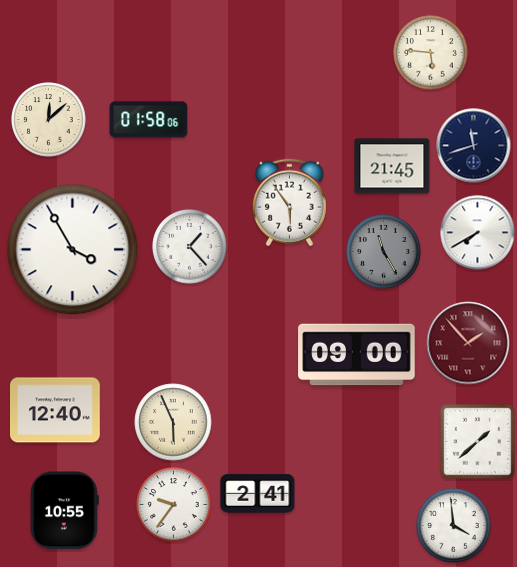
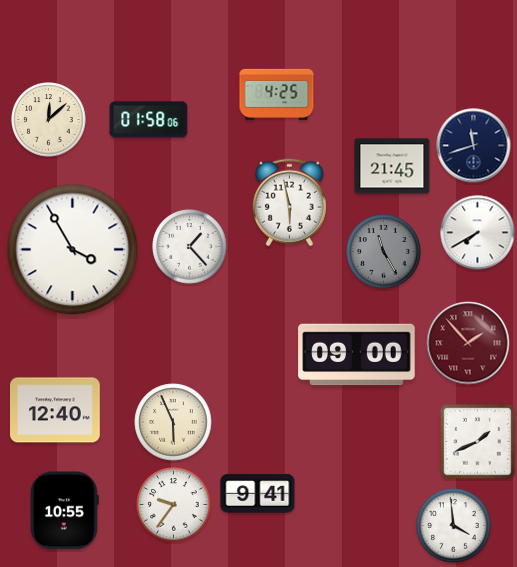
clock at (431, 53): 5:46 -> none
clock at (277, 94): none -> 4:25
clock at (289, 203): 5:54 -> 5:58
clock at (478, 442): 1:38 -> 1:41
clock at (258, 494): 2:41 -> 9:41
